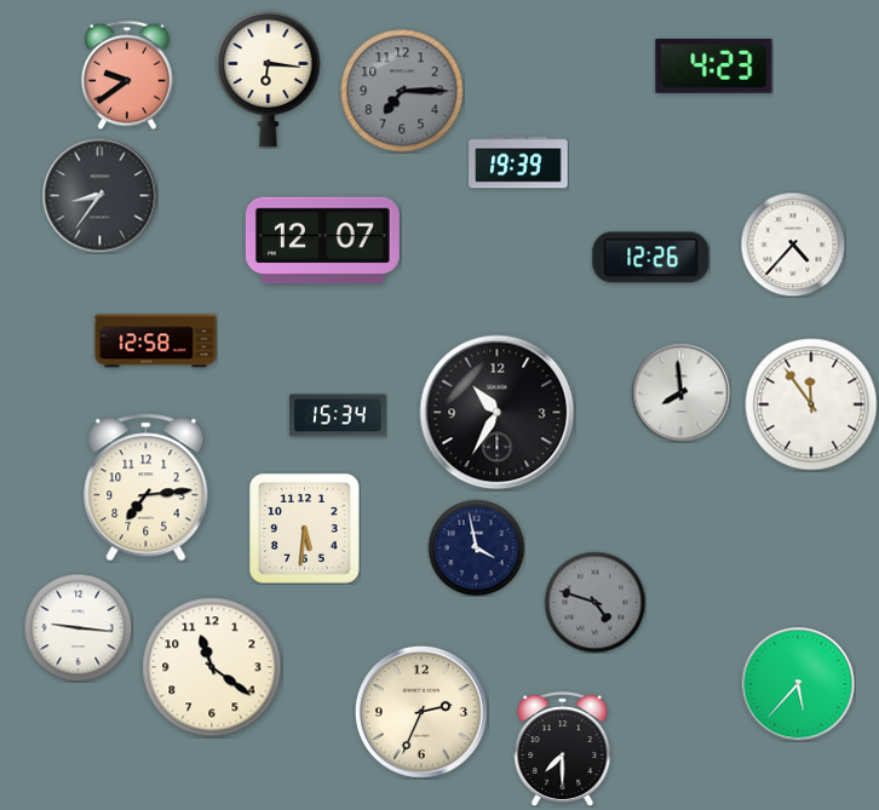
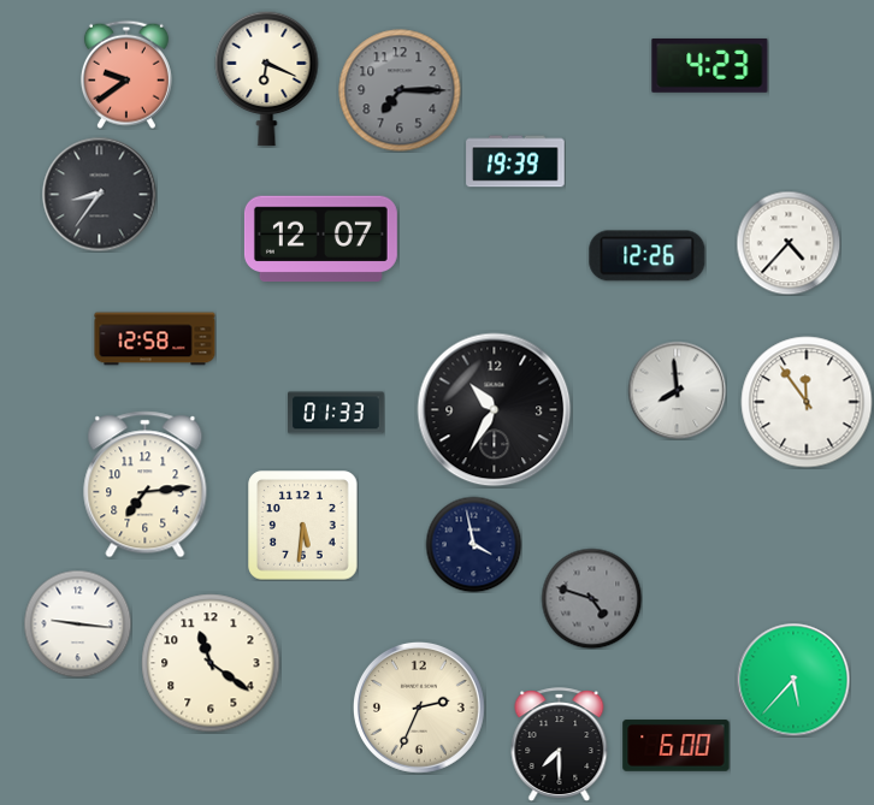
clock at (269, 79): 6:16 -> 6:19
clock at (338, 415): 15:34 -> 01:33
clock at (677, 746): none -> 6:00
